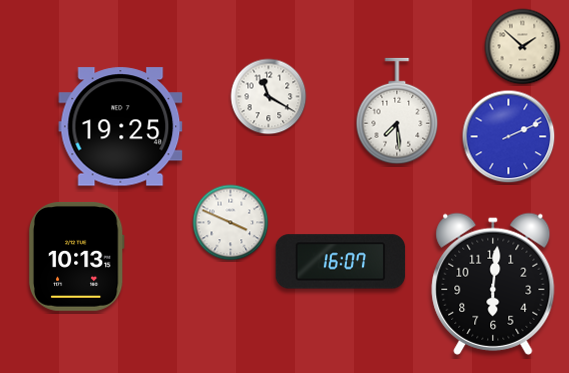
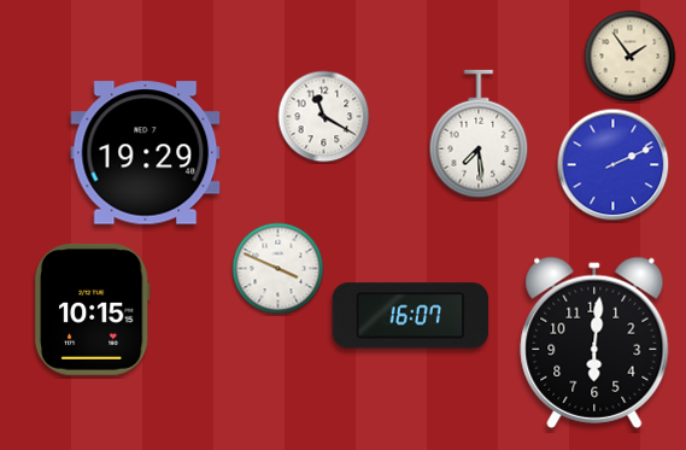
clock at (523, 47): 1:52 -> 1:54
clock at (121, 127): 19:25 -> 19:29
clock at (76, 256): 10:13 -> 10:15
